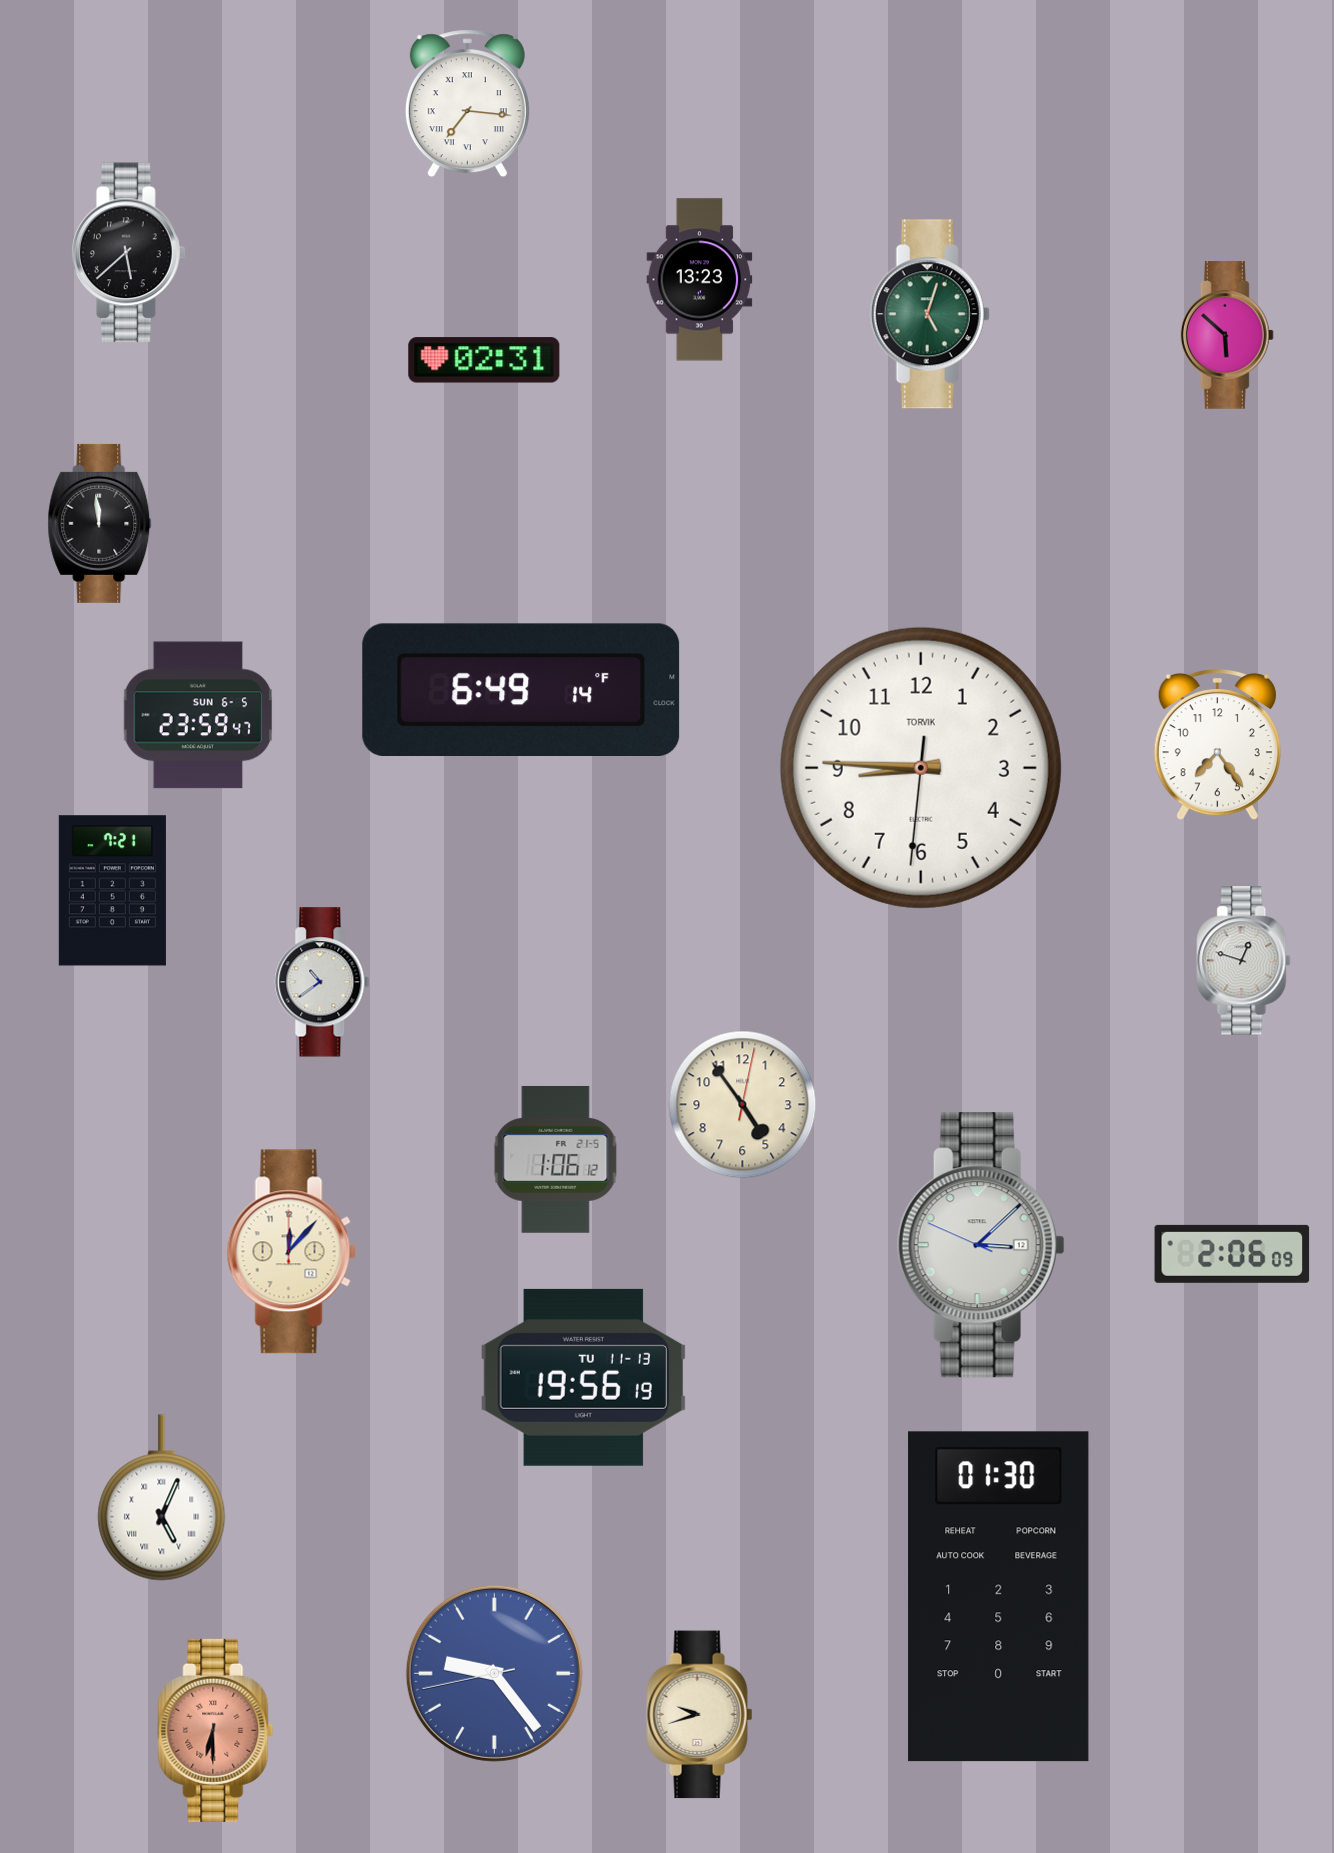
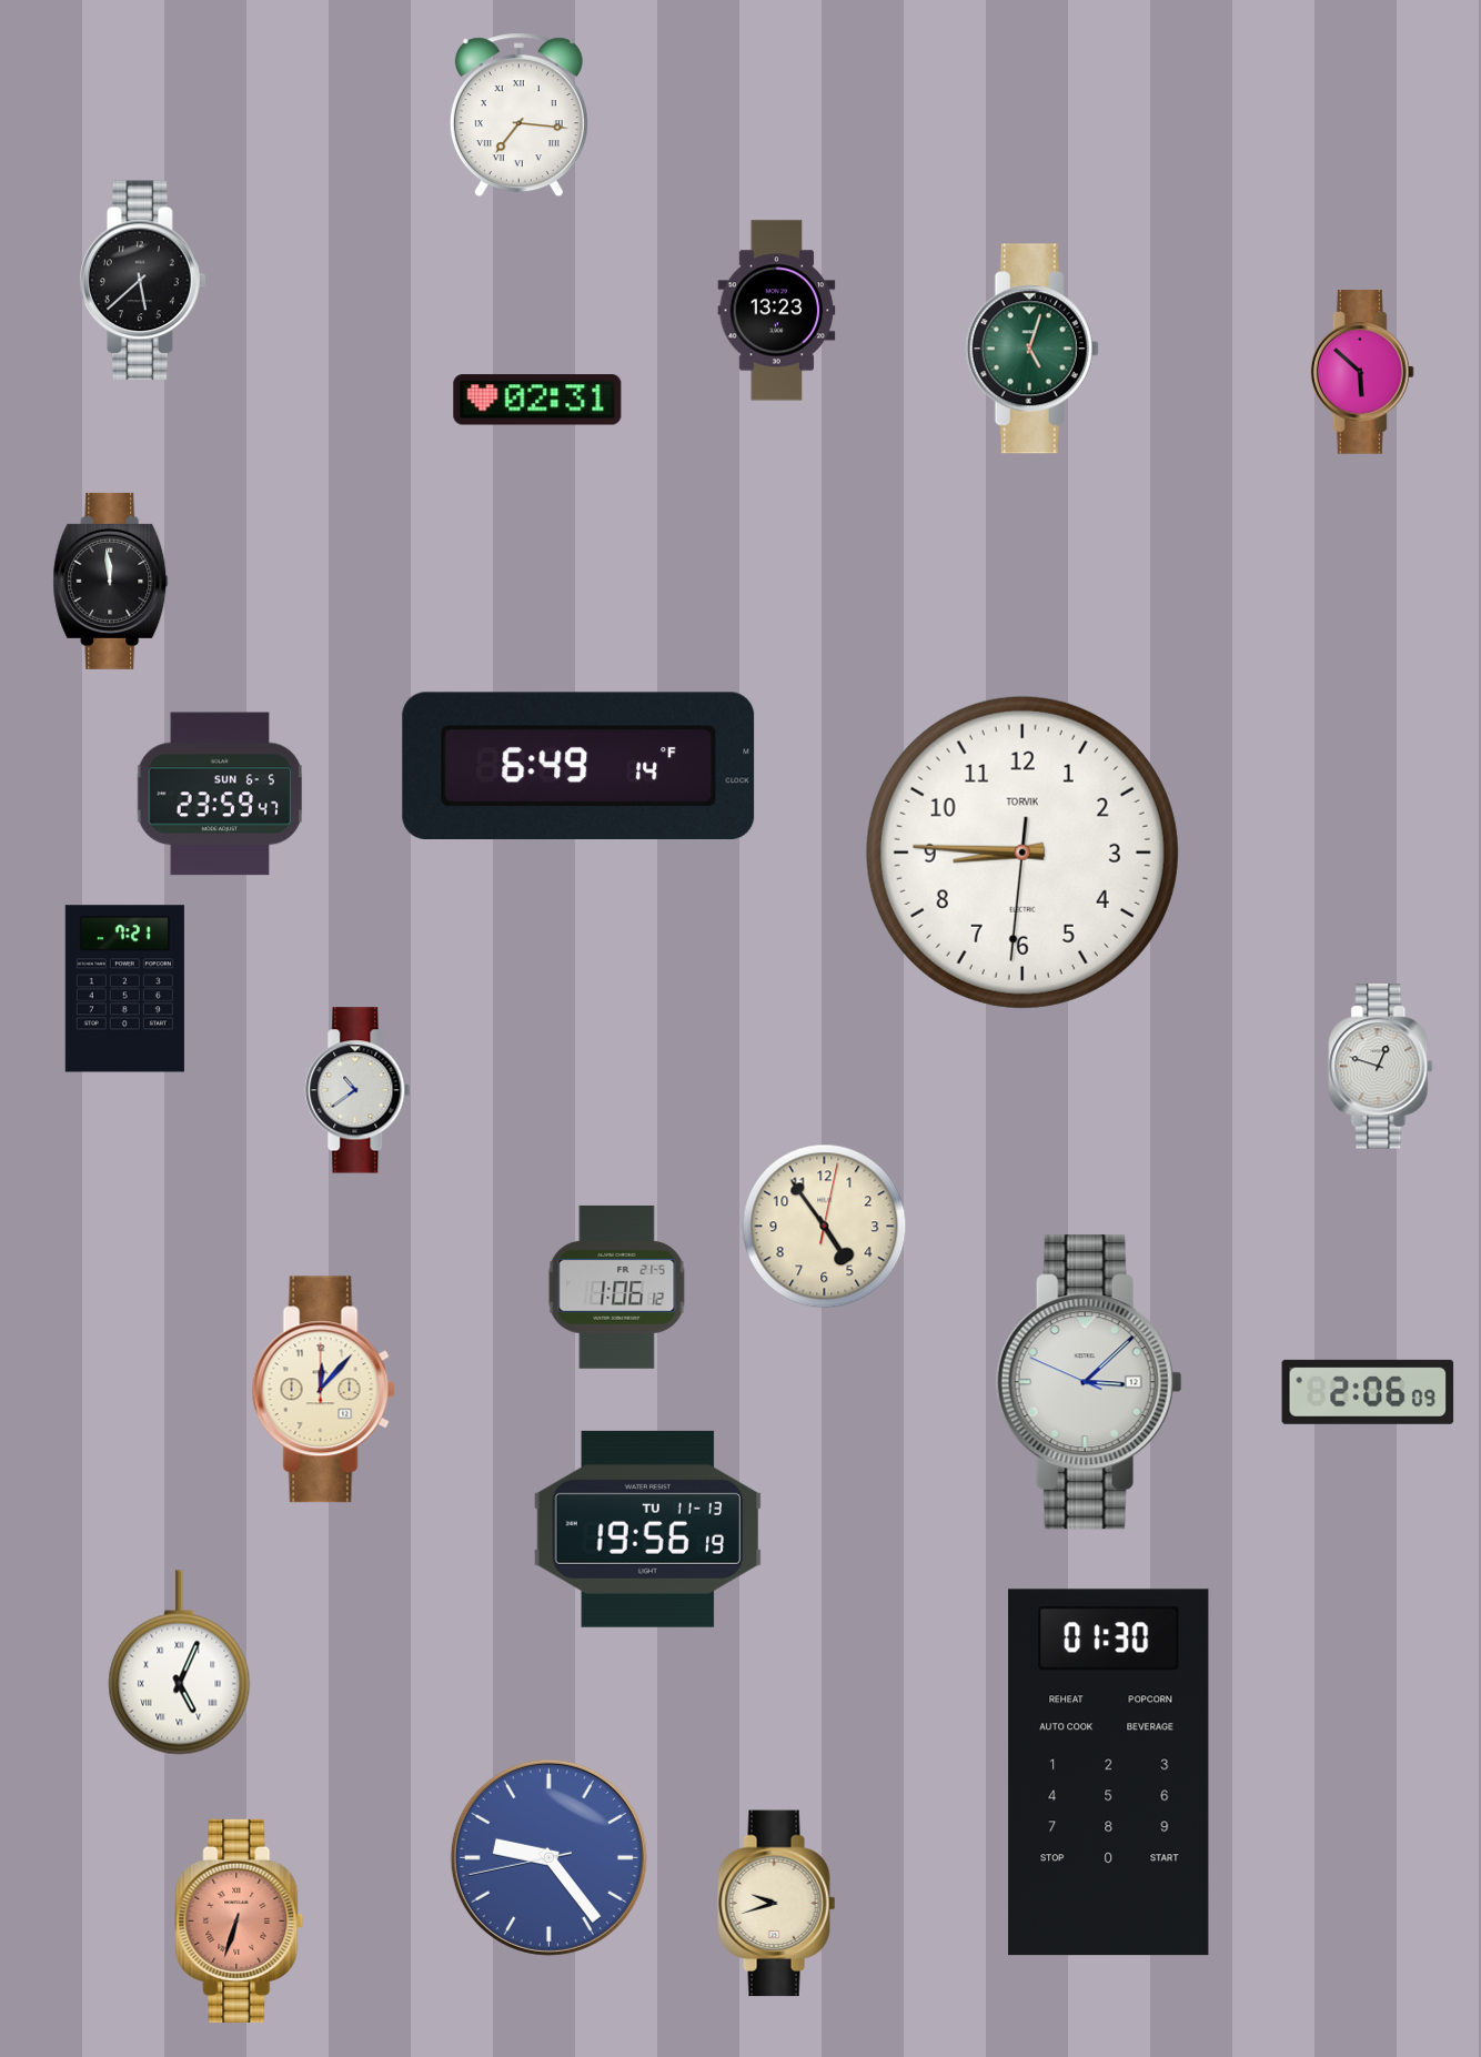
clock at (1217, 745): 7:24 -> none
clock at (216, 1730): 6:30 -> 6:33
